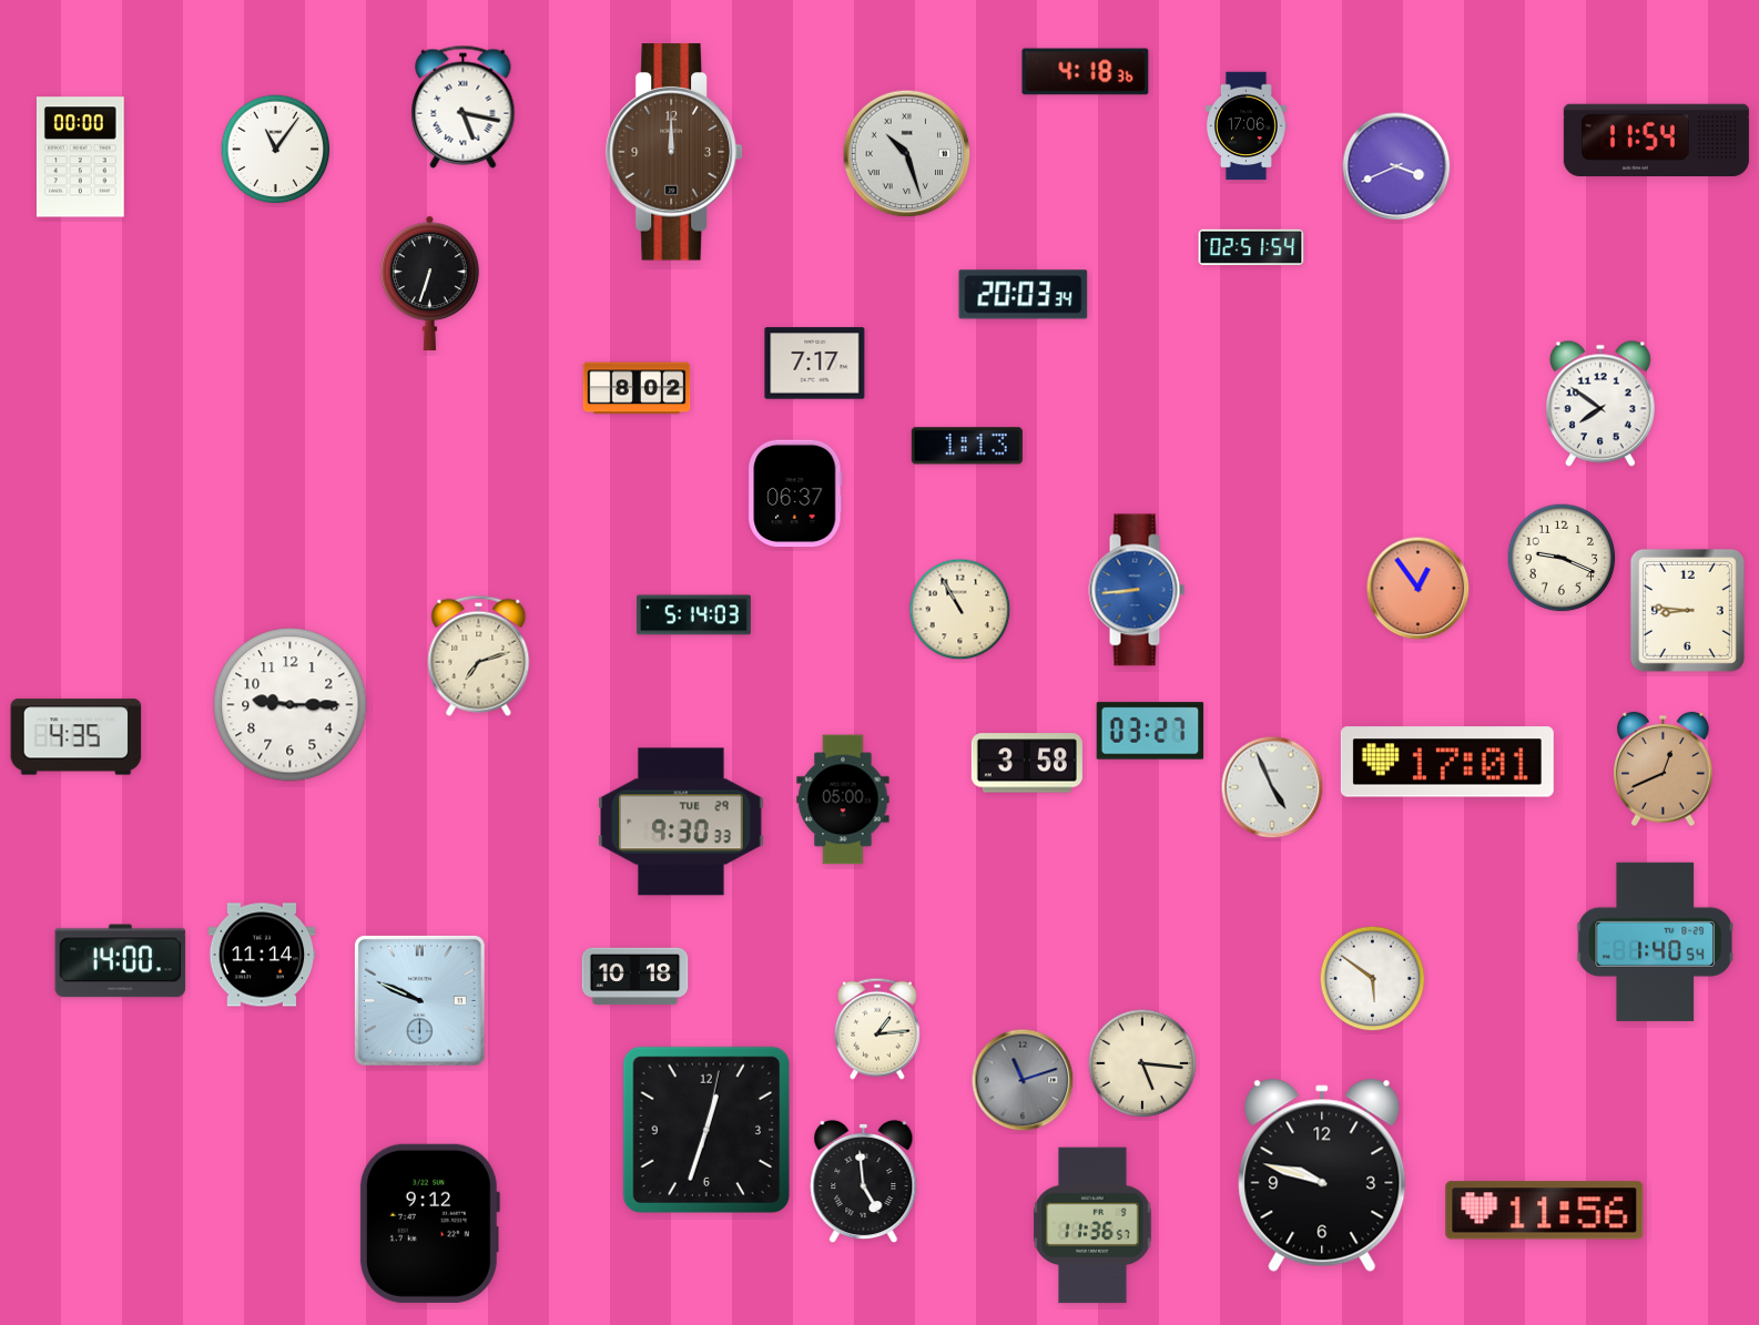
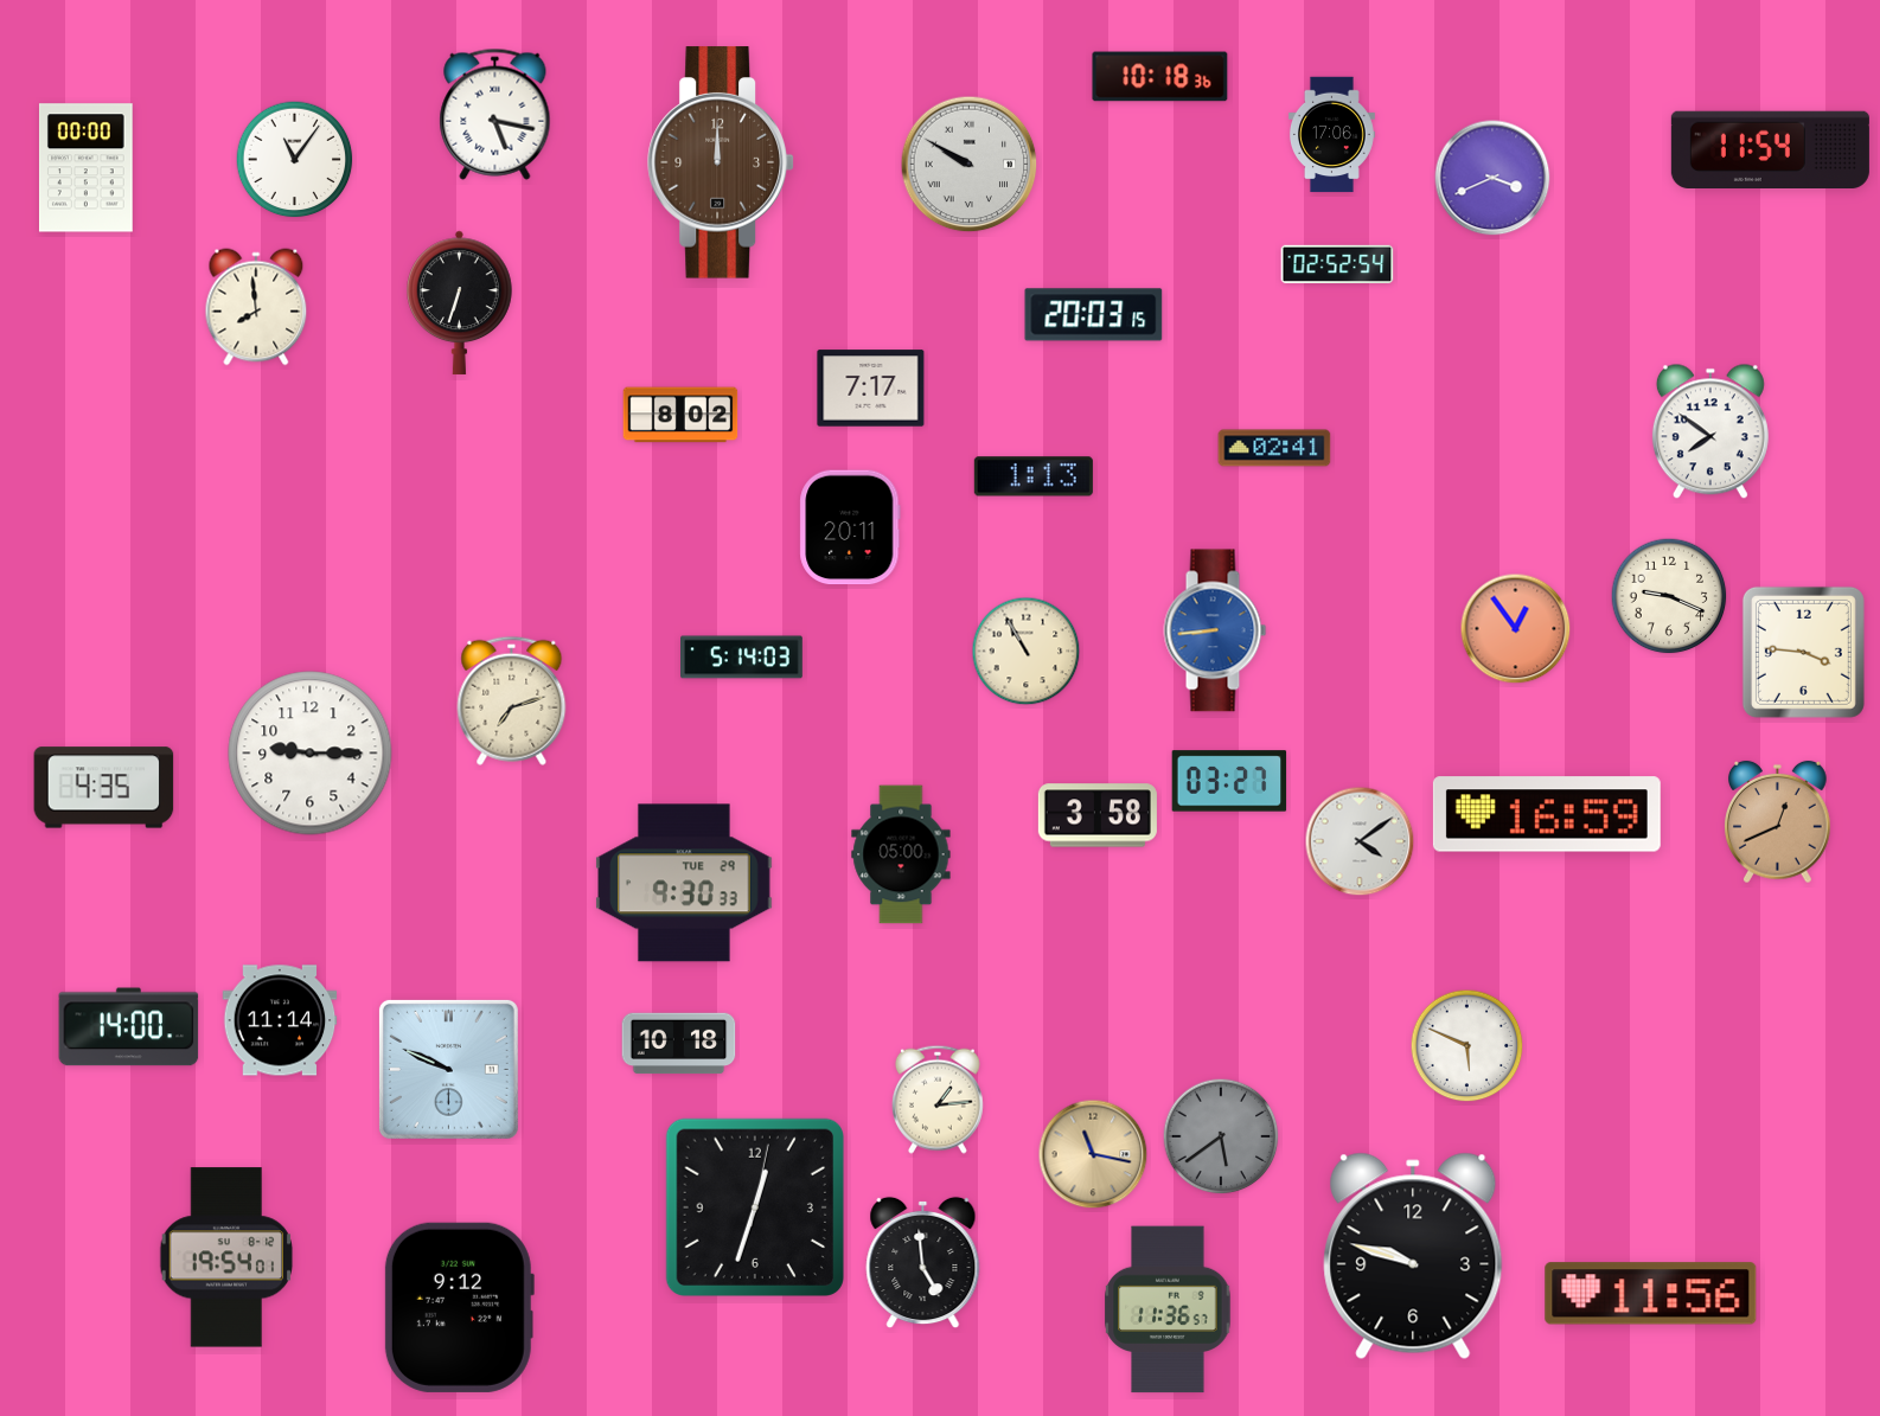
clock at (1086, 72): 4:18 -> 10:18
clock at (907, 154): 10:27 -> 9:50
clock at (1251, 247): 02:51 -> 02:52
clock at (256, 307): none -> 7:59
clock at (1024, 295): 20:03:34 -> 20:03:15
clock at (1274, 448): none -> 02:41
clock at (795, 493): 06:37 -> 20:11
clock at (1687, 610): 8:46 -> 3:46
clock at (77, 737) position: (77, 737) -> (104, 788)
clock at (1447, 762): 17:01 -> 16:59
clock at (1272, 787): 4:56 -> 4:09
clock at (681, 822) position: (681, 822) -> (684, 883)
clock at (1655, 941): 1:40 -> none
clock at (1373, 979): 5:51 -> 5:49
clock at (1142, 1063): 5:16 -> 5:39
clock at (1142, 1063) dial: cream -> grey
clock at (1023, 1080): 11:12 -> 11:17
clock at (1023, 1080) dial: grey -> champagne
clock at (226, 1257): none -> 19:54
